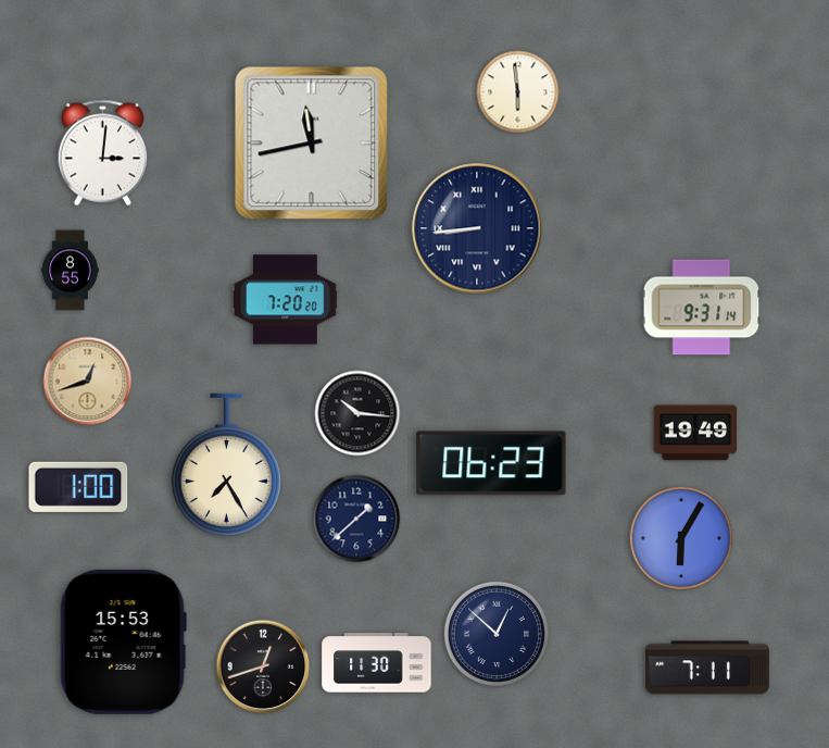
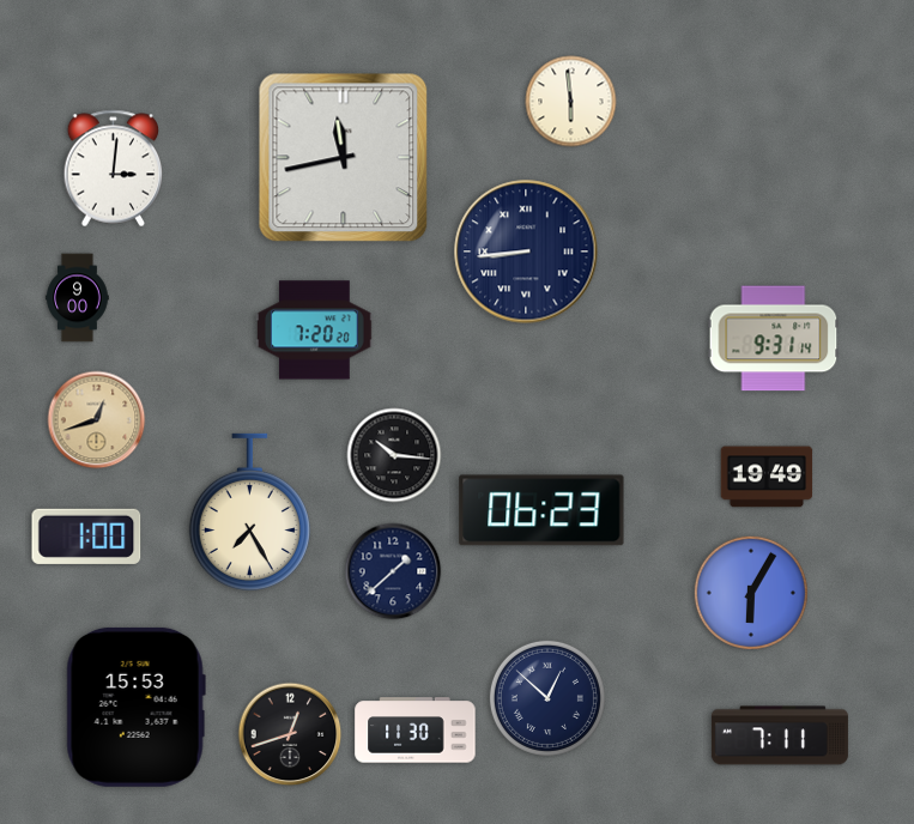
clock at (71, 271): 8:55 -> 9:00
